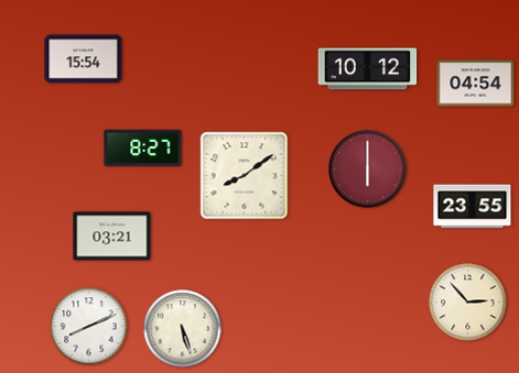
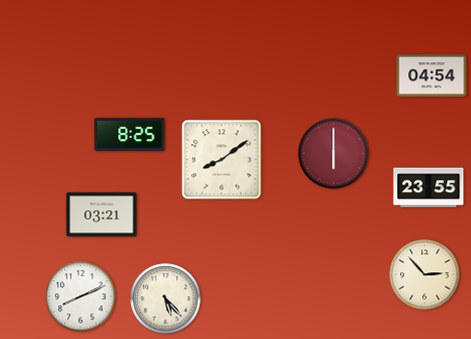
clock at (84, 59): 15:54 -> none
clock at (368, 69): 10:12 -> none
clock at (143, 147): 8:27 -> 8:25
clock at (183, 329): 5:27 -> 5:23
